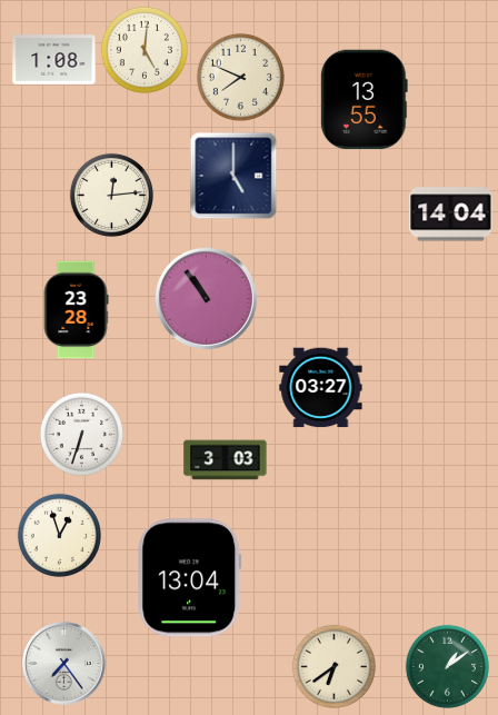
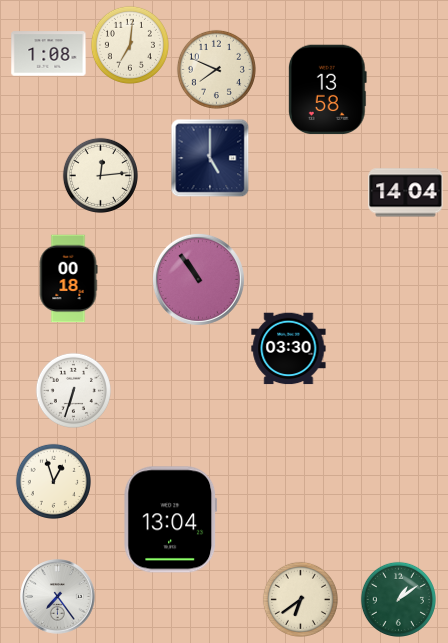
clock at (145, 50): 5:01 -> 7:01
clock at (363, 100): 13:55 -> 13:58
clock at (206, 298) position: (206, 298) -> (198, 279)
clock at (76, 310): 23:28 -> 00:18
clock at (321, 388): 03:27 -> 03:30
clock at (226, 460): 3:03 -> none
clock at (447, 666) position: (447, 666) -> (398, 599)
